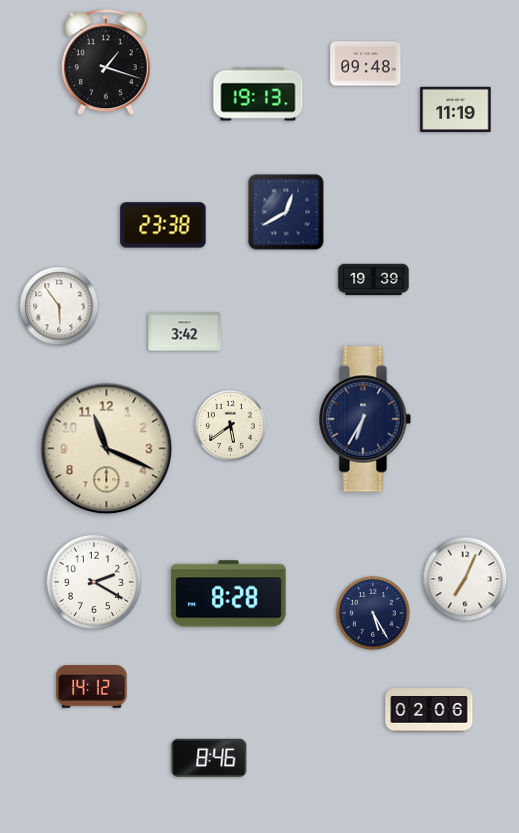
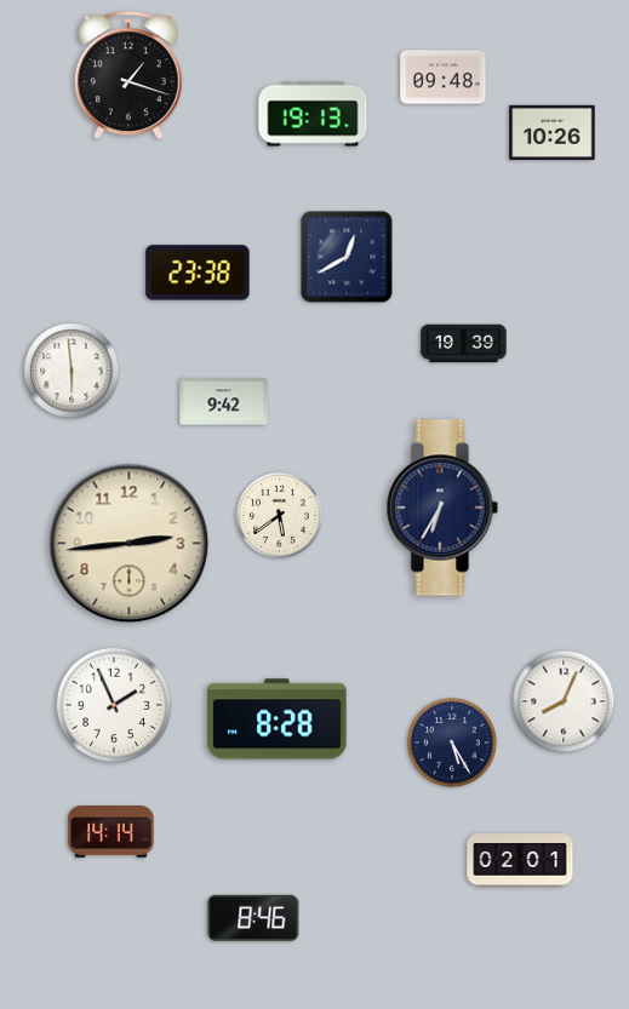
clock at (456, 109): 11:19 -> 10:26
clock at (374, 280) position: (374, 280) -> (464, 344)
clock at (59, 306): 5:54 -> 5:59
clock at (185, 332): 3:42 -> 9:42
clock at (107, 449): 11:19 -> 2:44
clock at (465, 579): 7:04 -> 8:04
clock at (93, 581): 2:20 -> 1:56
clock at (92, 687): 14:12 -> 14:14
clock at (429, 710): 02:06 -> 02:01
